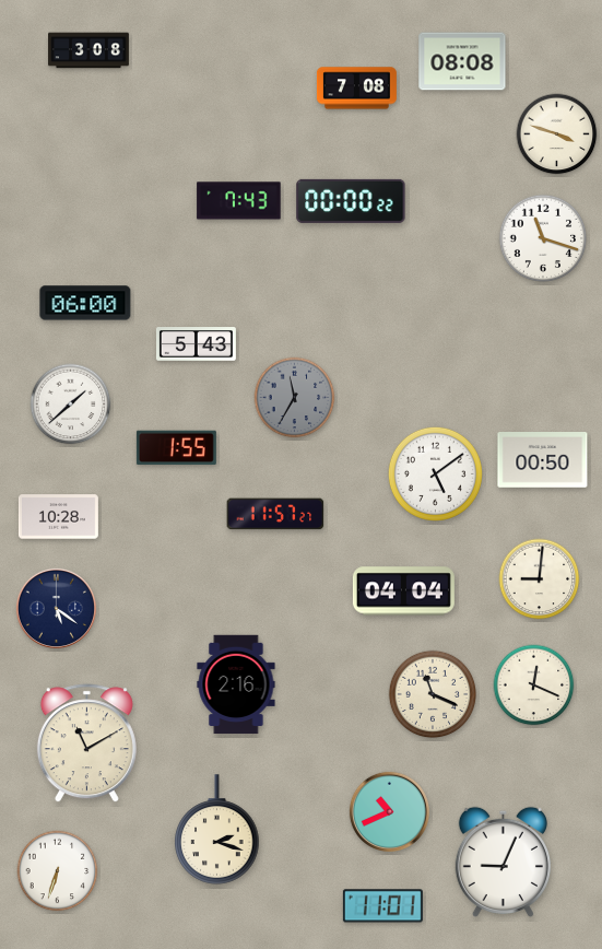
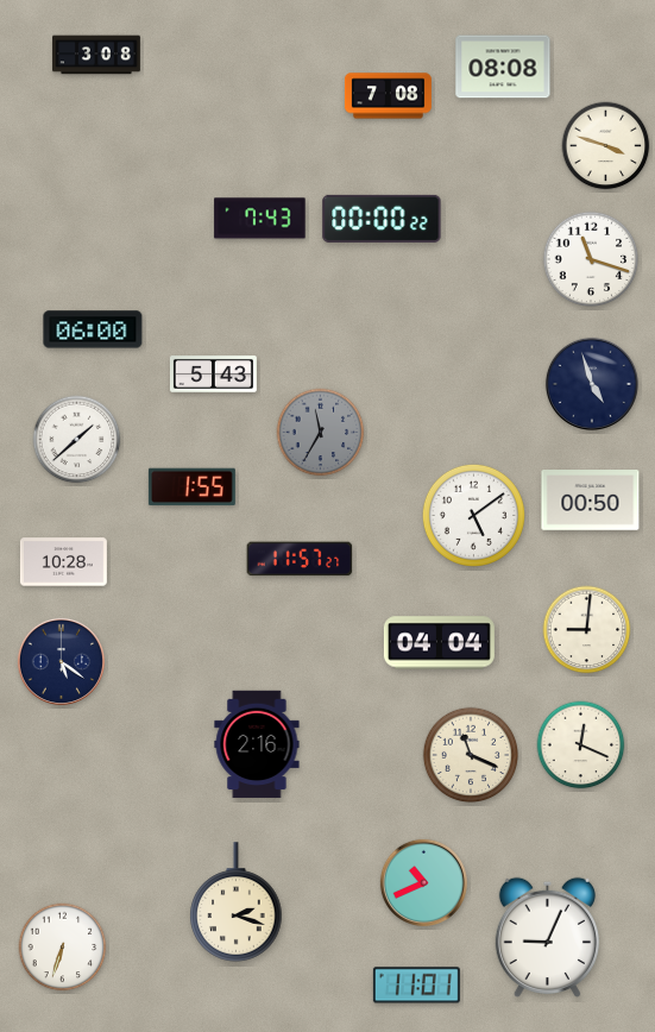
clock at (592, 384): none -> 4:57
clock at (86, 743): 11:10 -> none
